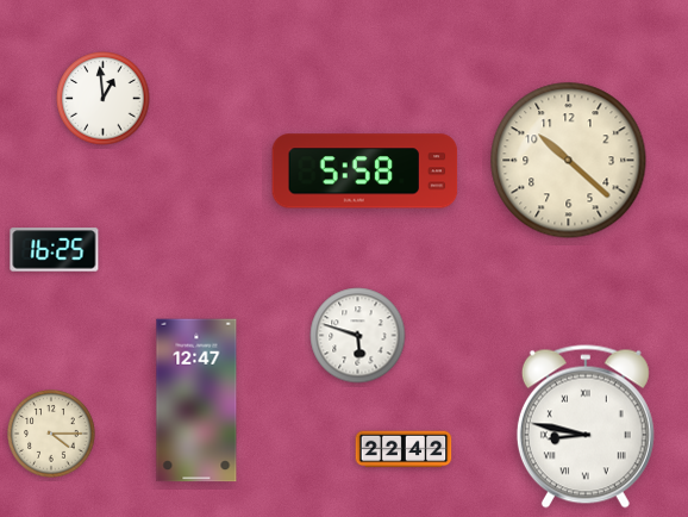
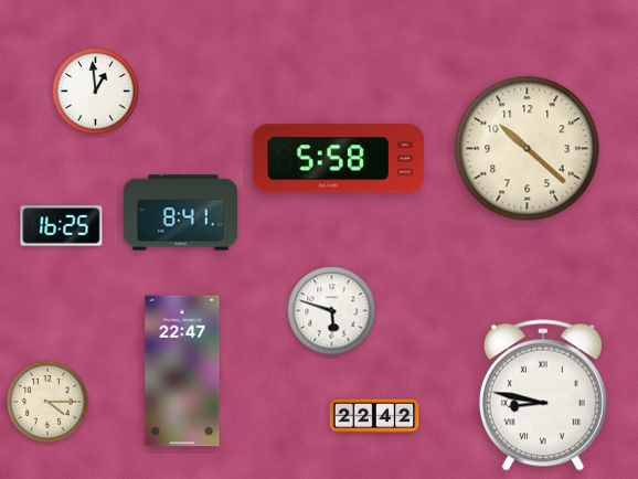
clock at (180, 213): none -> 8:41
clock at (55, 250) position: (55, 250) -> (62, 226)
clock at (196, 400): 12:47 -> 22:47
